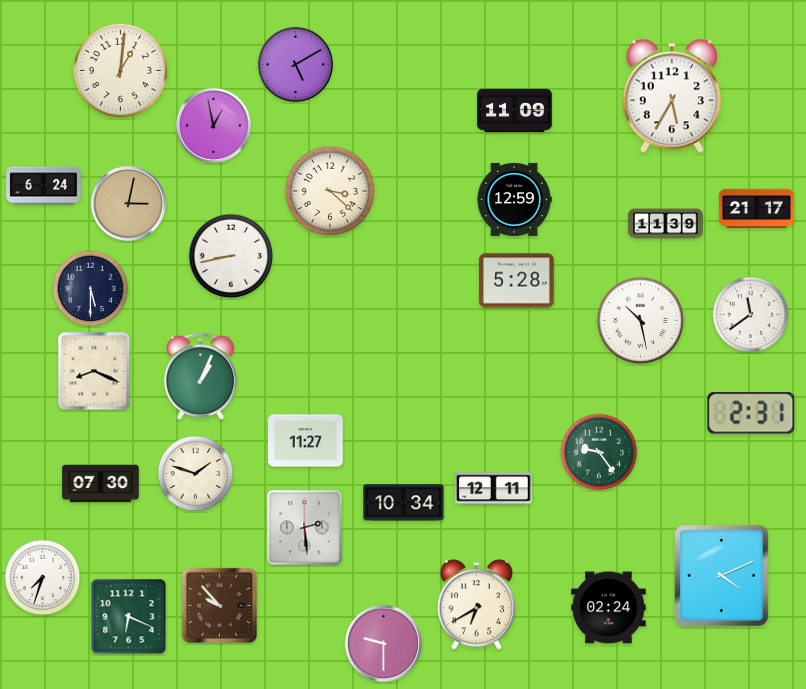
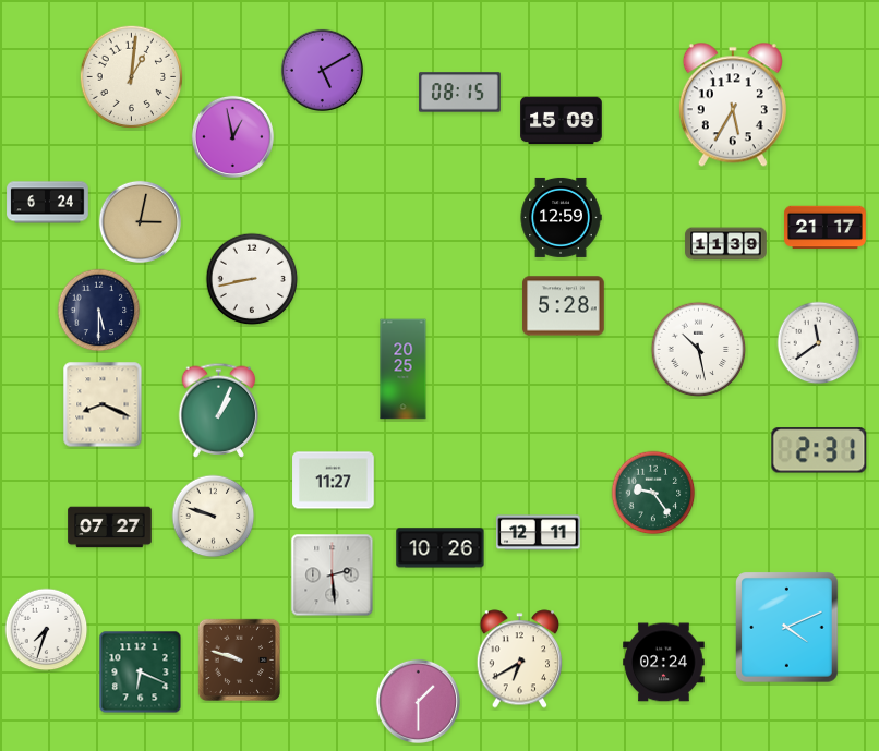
clock at (460, 93): none -> 08:15
clock at (515, 111): 11:09 -> 15:09
clock at (330, 191): 3:22 -> none
clock at (91, 289) position: (91, 289) -> (99, 311)
clock at (404, 370): none -> 20:25
clock at (196, 474): 1:48 -> 9:48
clock at (101, 484): 07:30 -> 07:27
clock at (404, 503): 10:34 -> 10:26
clock at (219, 605): 9:53 -> 9:48
clock at (383, 643): 9:30 -> 1:30
